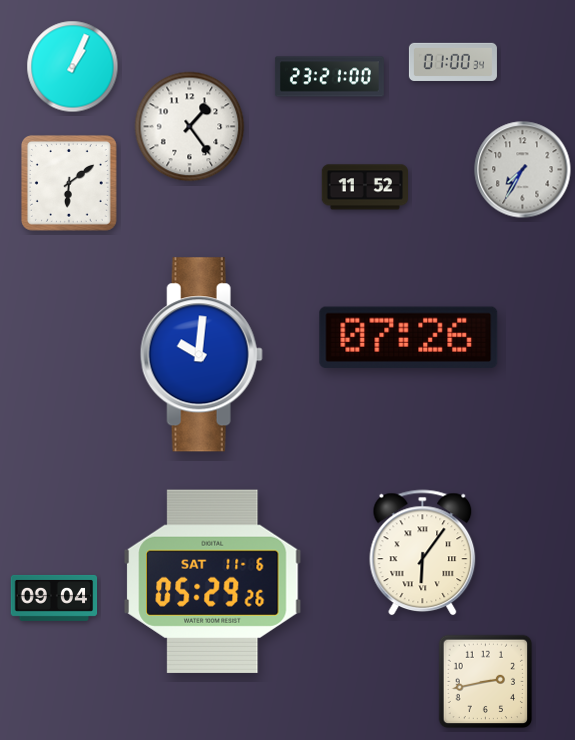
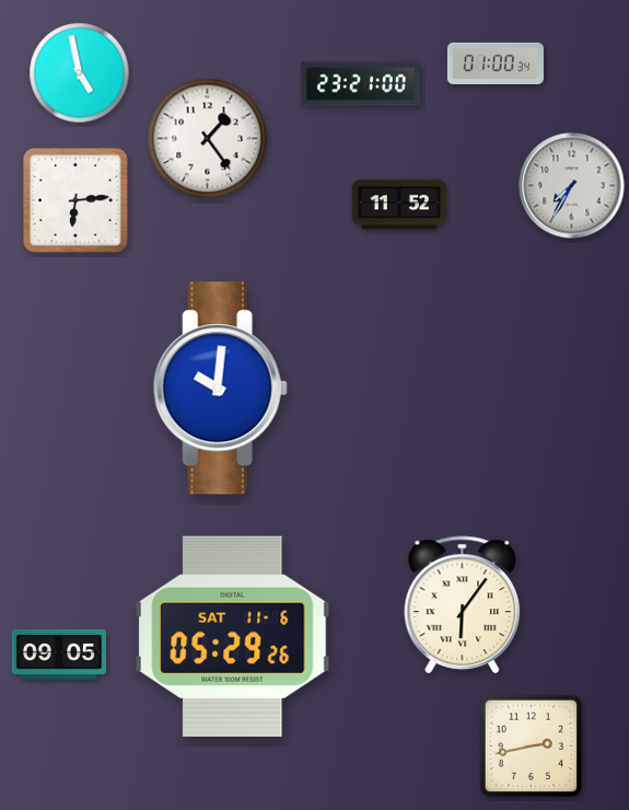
clock at (453, 62) position: (453, 62) -> (496, 63)
clock at (73, 67): 1:04 -> 4:58
clock at (69, 183): 6:09 -> 6:14
clock at (409, 337): 07:26 -> none
clock at (54, 598): 09:04 -> 09:05
